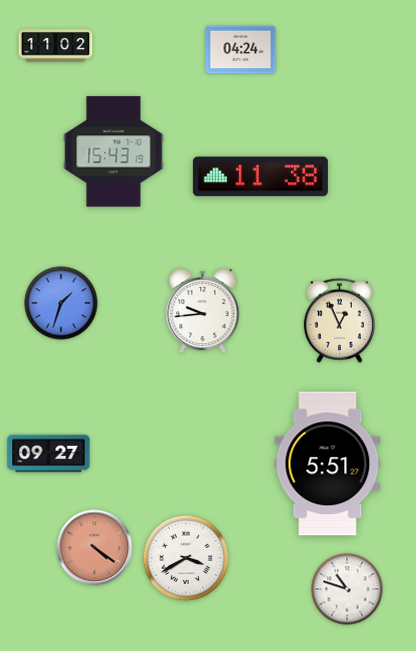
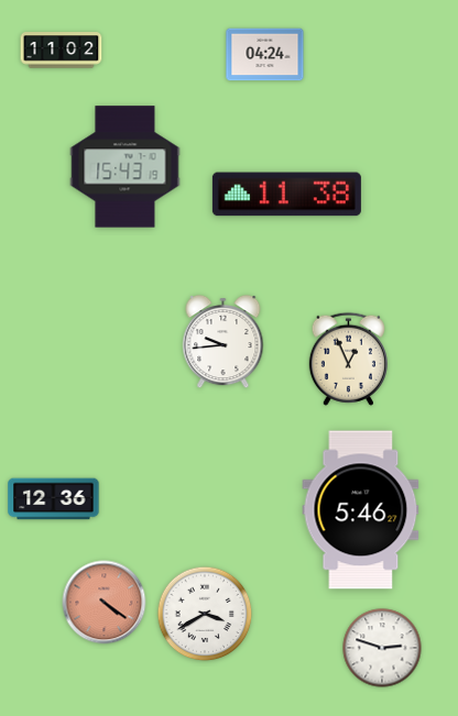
clock at (61, 303): 1:33 -> none
clock at (339, 320) position: (339, 320) -> (348, 359)
clock at (49, 454): 09:27 -> 12:36
clock at (328, 464): 5:51 -> 5:46
clock at (347, 589): 10:48 -> 2:48
